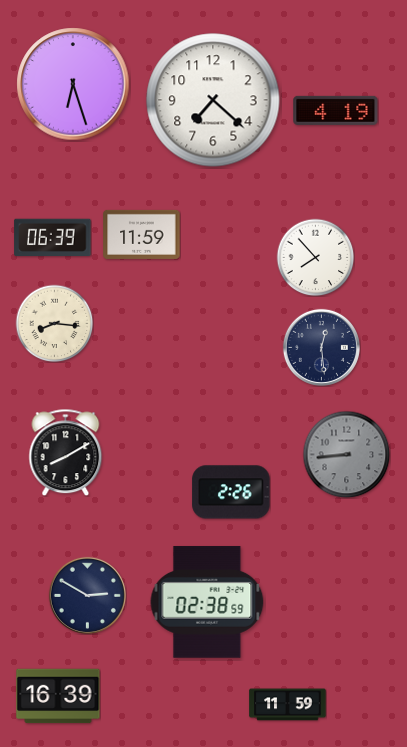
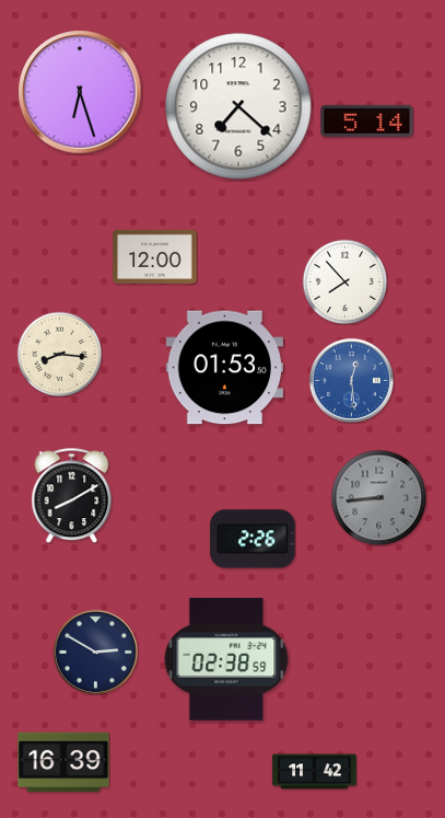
clock at (213, 100) position: (213, 100) -> (238, 106)
clock at (336, 110): 4:19 -> 5:14
clock at (142, 234): 11:59 -> 12:00
clock at (53, 237): 06:39 -> none
clock at (224, 368): none -> 01:53
clock at (321, 347) dial: navy -> blue
clock at (288, 705): 11:59 -> 11:42
